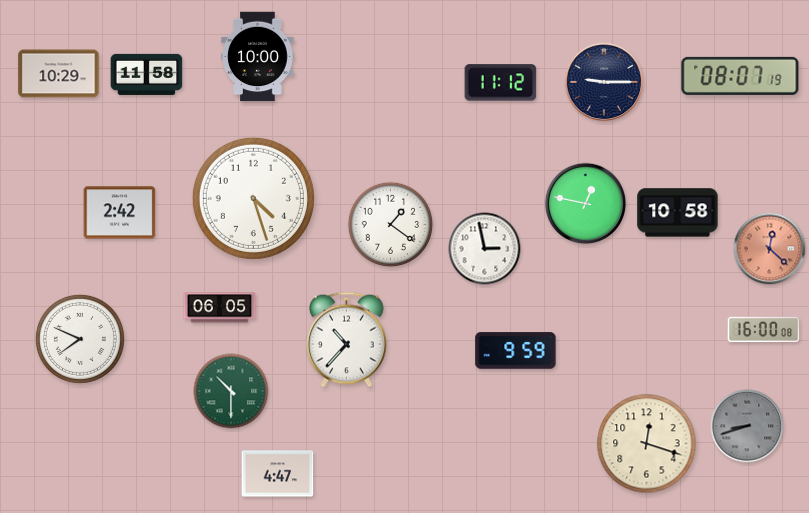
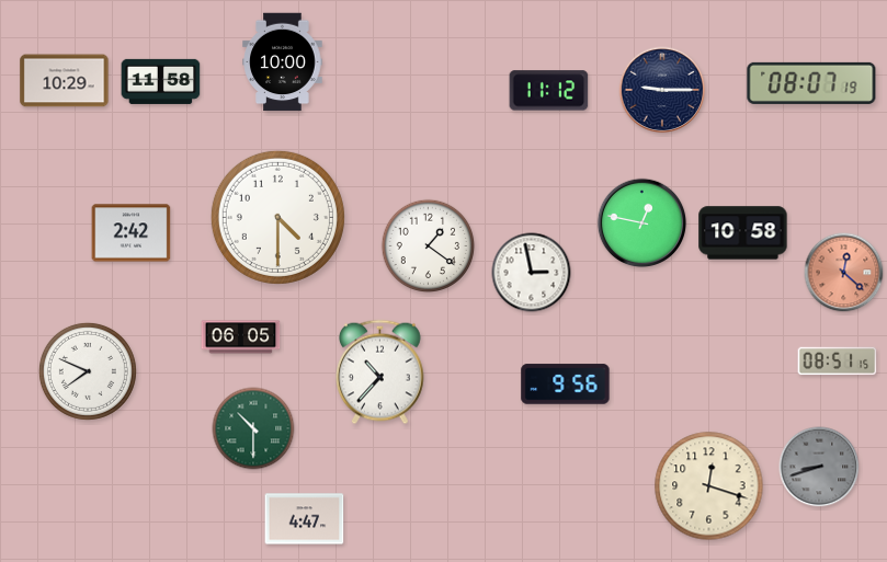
clock at (253, 198): 4:27 -> 4:30
clock at (764, 330): 16:00 -> 08:51
clock at (516, 351): 9:59 -> 9:56
